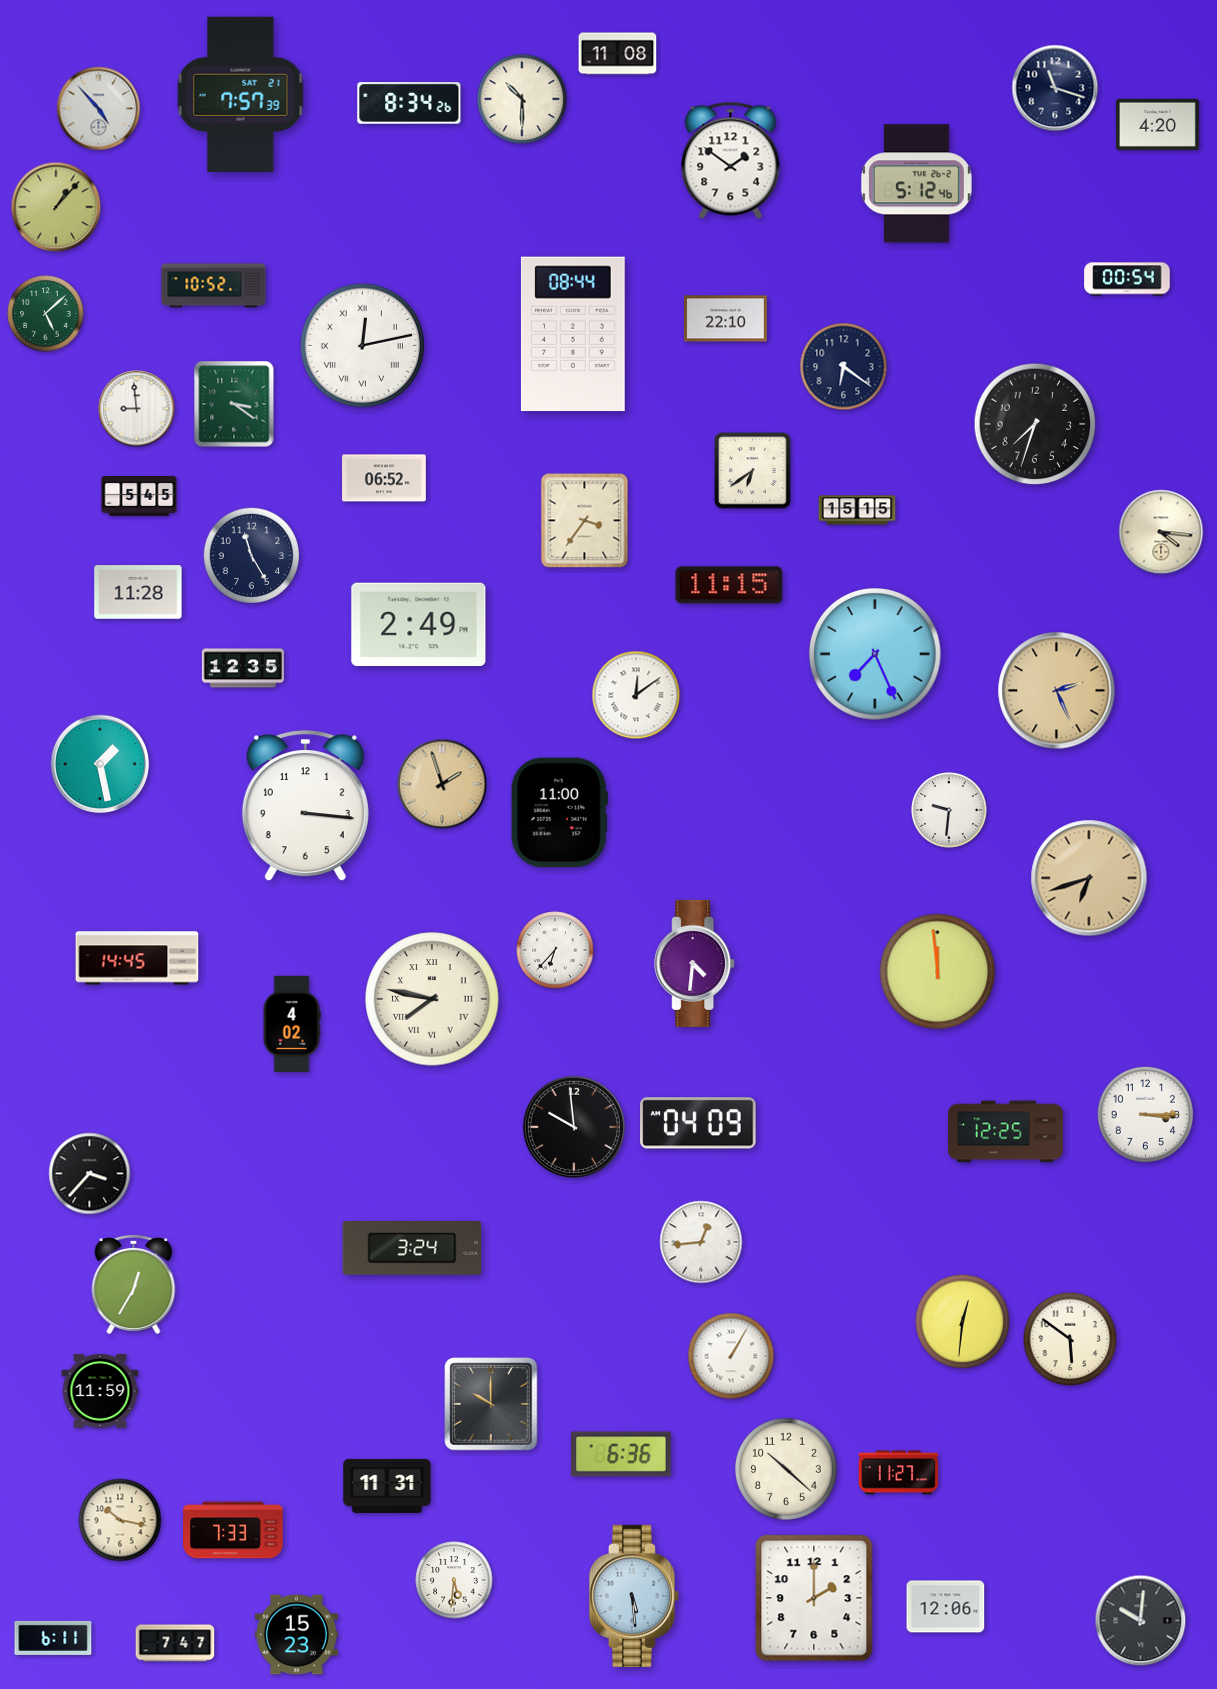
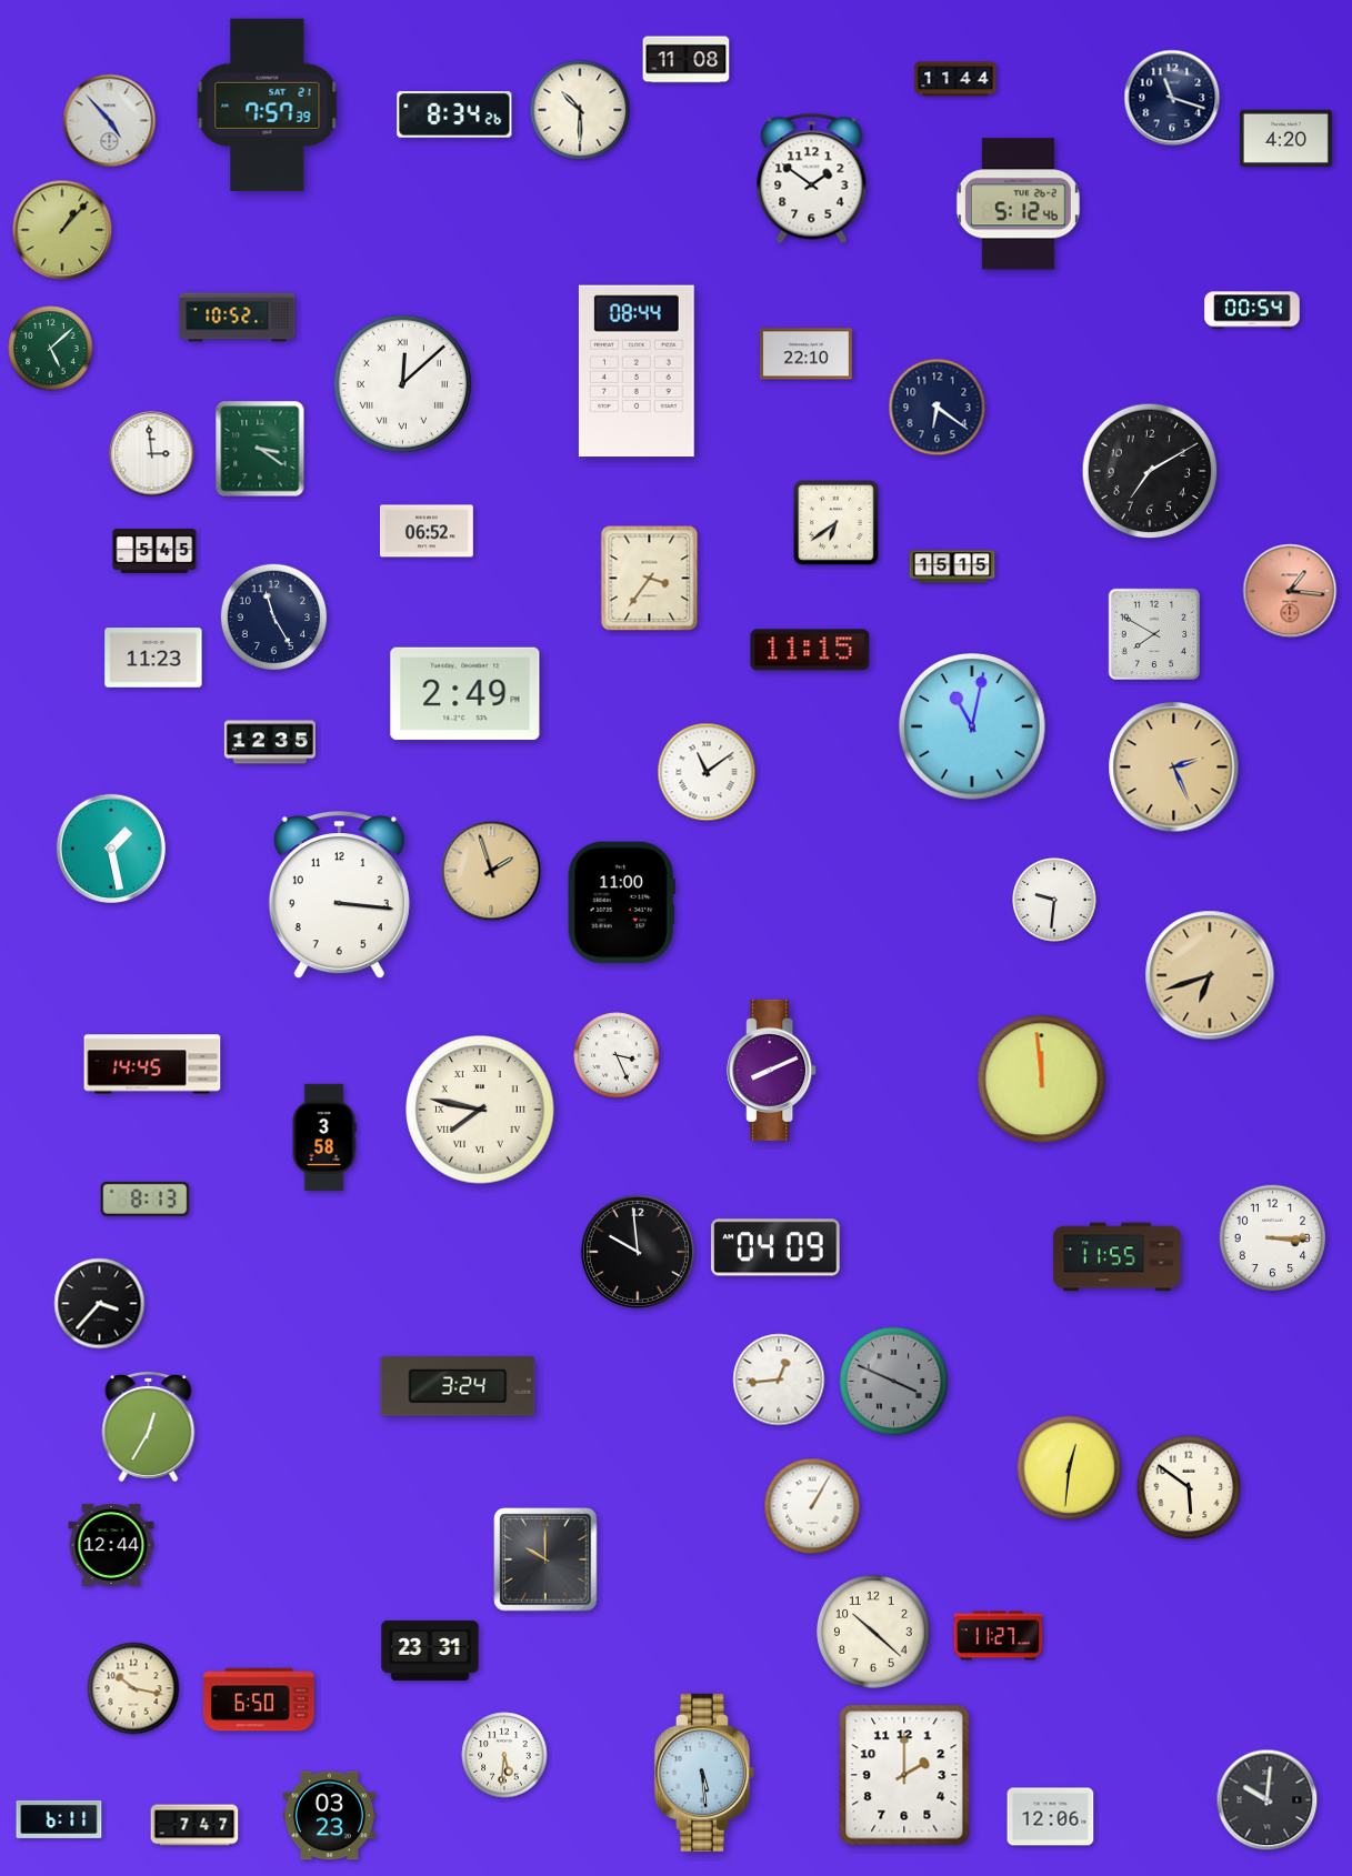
clock at (955, 79): none -> 11:44
clock at (362, 345): 12:13 -> 12:08
clock at (137, 409): 8:59 -> 2:59
clock at (1035, 424): 7:33 -> 7:10
clock at (1161, 532): 4:16 -> 1:16
clock at (1161, 532) dial: cream -> salmon
clock at (252, 556) position: (252, 556) -> (274, 618)
clock at (1154, 634): none -> 7:50
clock at (138, 592): 11:28 -> 11:23
clock at (875, 654): 7:26 -> 11:02
clock at (636, 695): 12:09 -> 11:09
clock at (555, 950): 6:37 -> 3:26
clock at (695, 963): 4:31 -> 8:11
clock at (292, 1023): 4:02 -> 3:58
clock at (146, 1198): none -> 8:13
clock at (1006, 1132): 12:25 -> 11:55
clock at (893, 1381): none -> 3:49
clock at (100, 1391): 11:59 -> 12:44
clock at (621, 1454): 6:36 -> none
clock at (387, 1486): 11:31 -> 23:31
clock at (233, 1530): 7:33 -> 6:50
clock at (946, 1607) position: (946, 1607) -> (1051, 1817)
clock at (296, 1635): 15:23 -> 03:23
